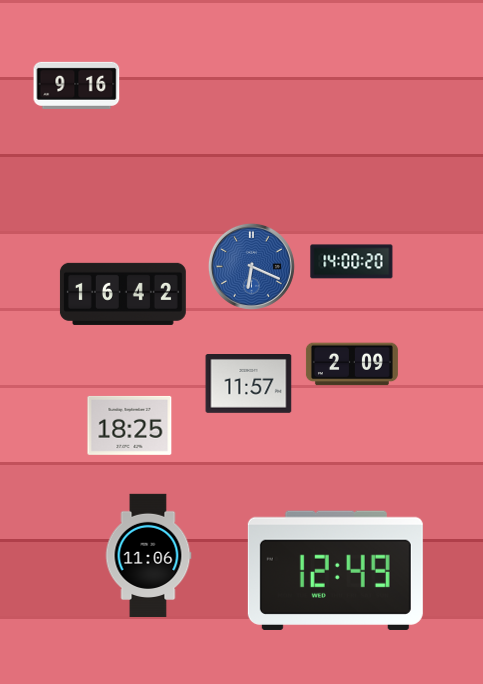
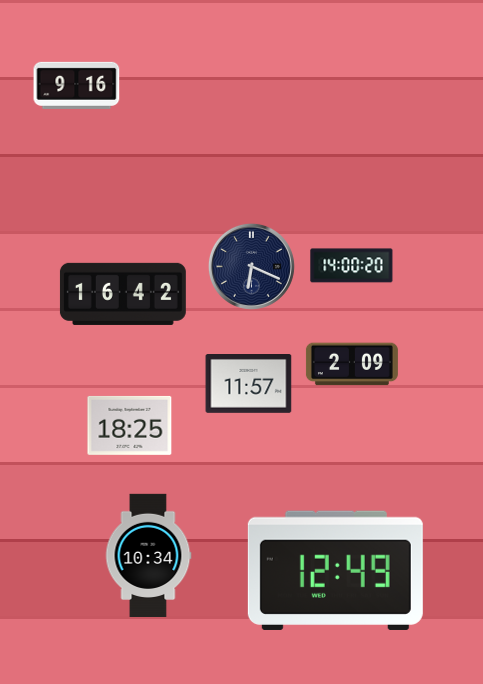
clock at (352, 262) position: (352, 262) -> (352, 266)
clock at (251, 266) dial: blue -> navy
clock at (148, 555): 11:06 -> 10:34
